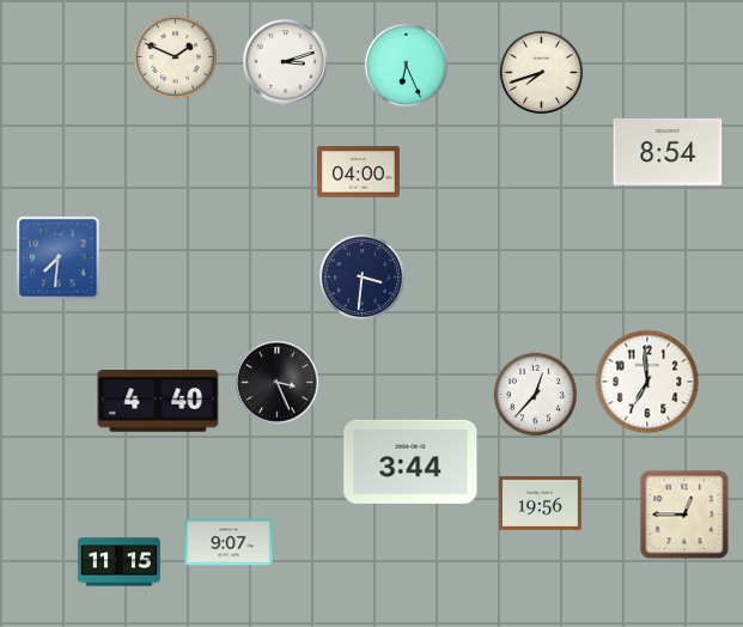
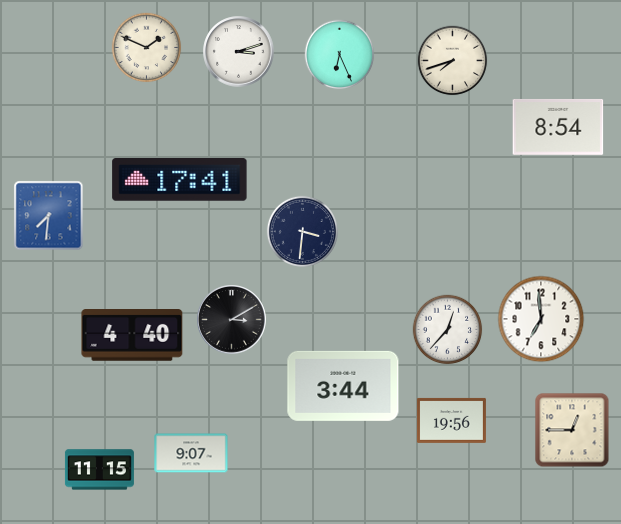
clock at (358, 172): 04:00 -> none
clock at (180, 180): none -> 17:41
clock at (278, 383): 3:26 -> 3:10
